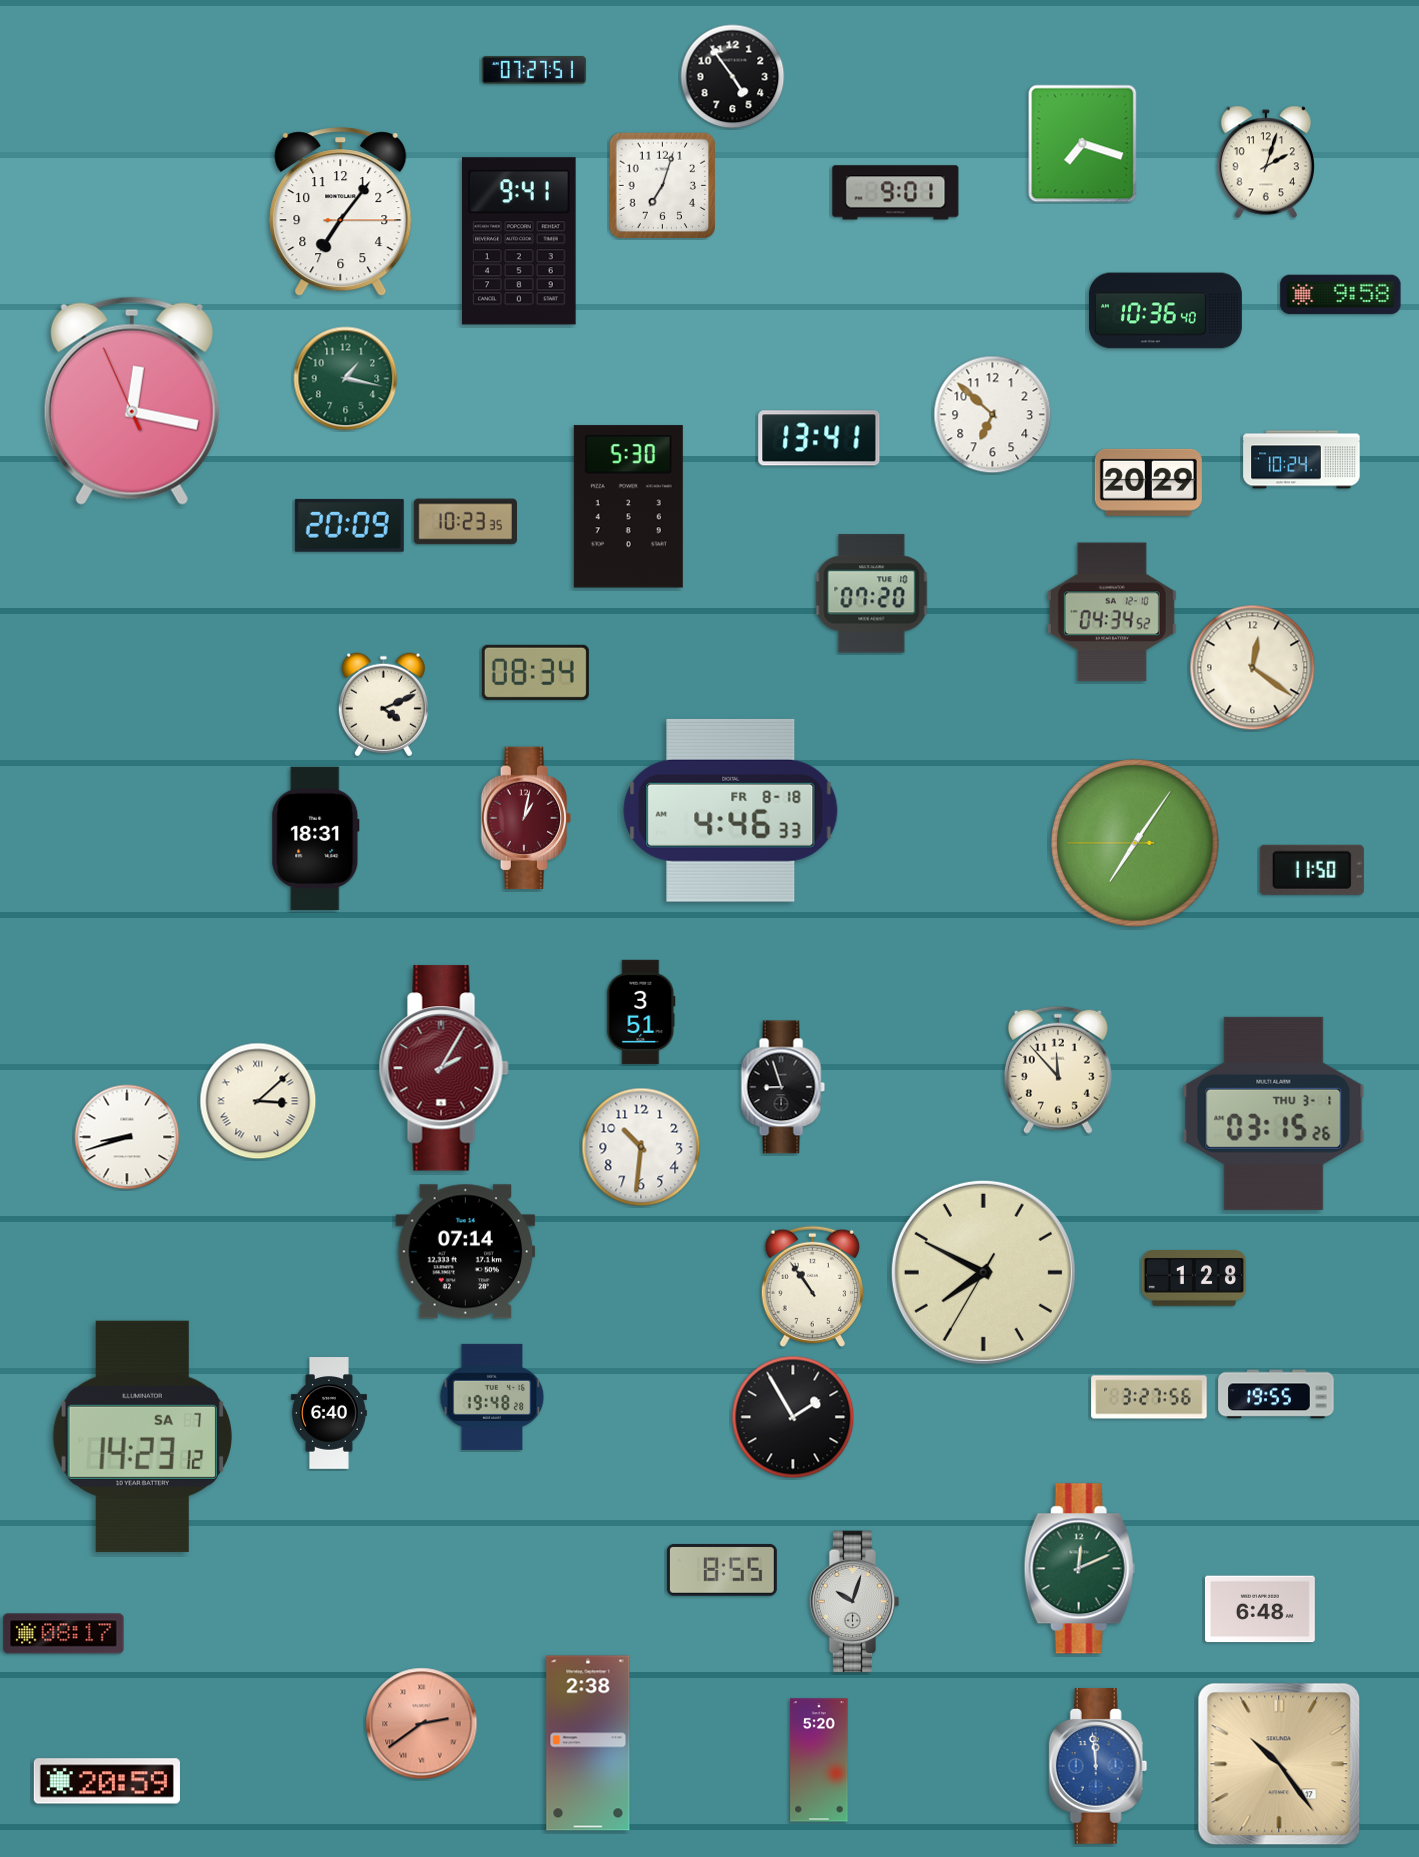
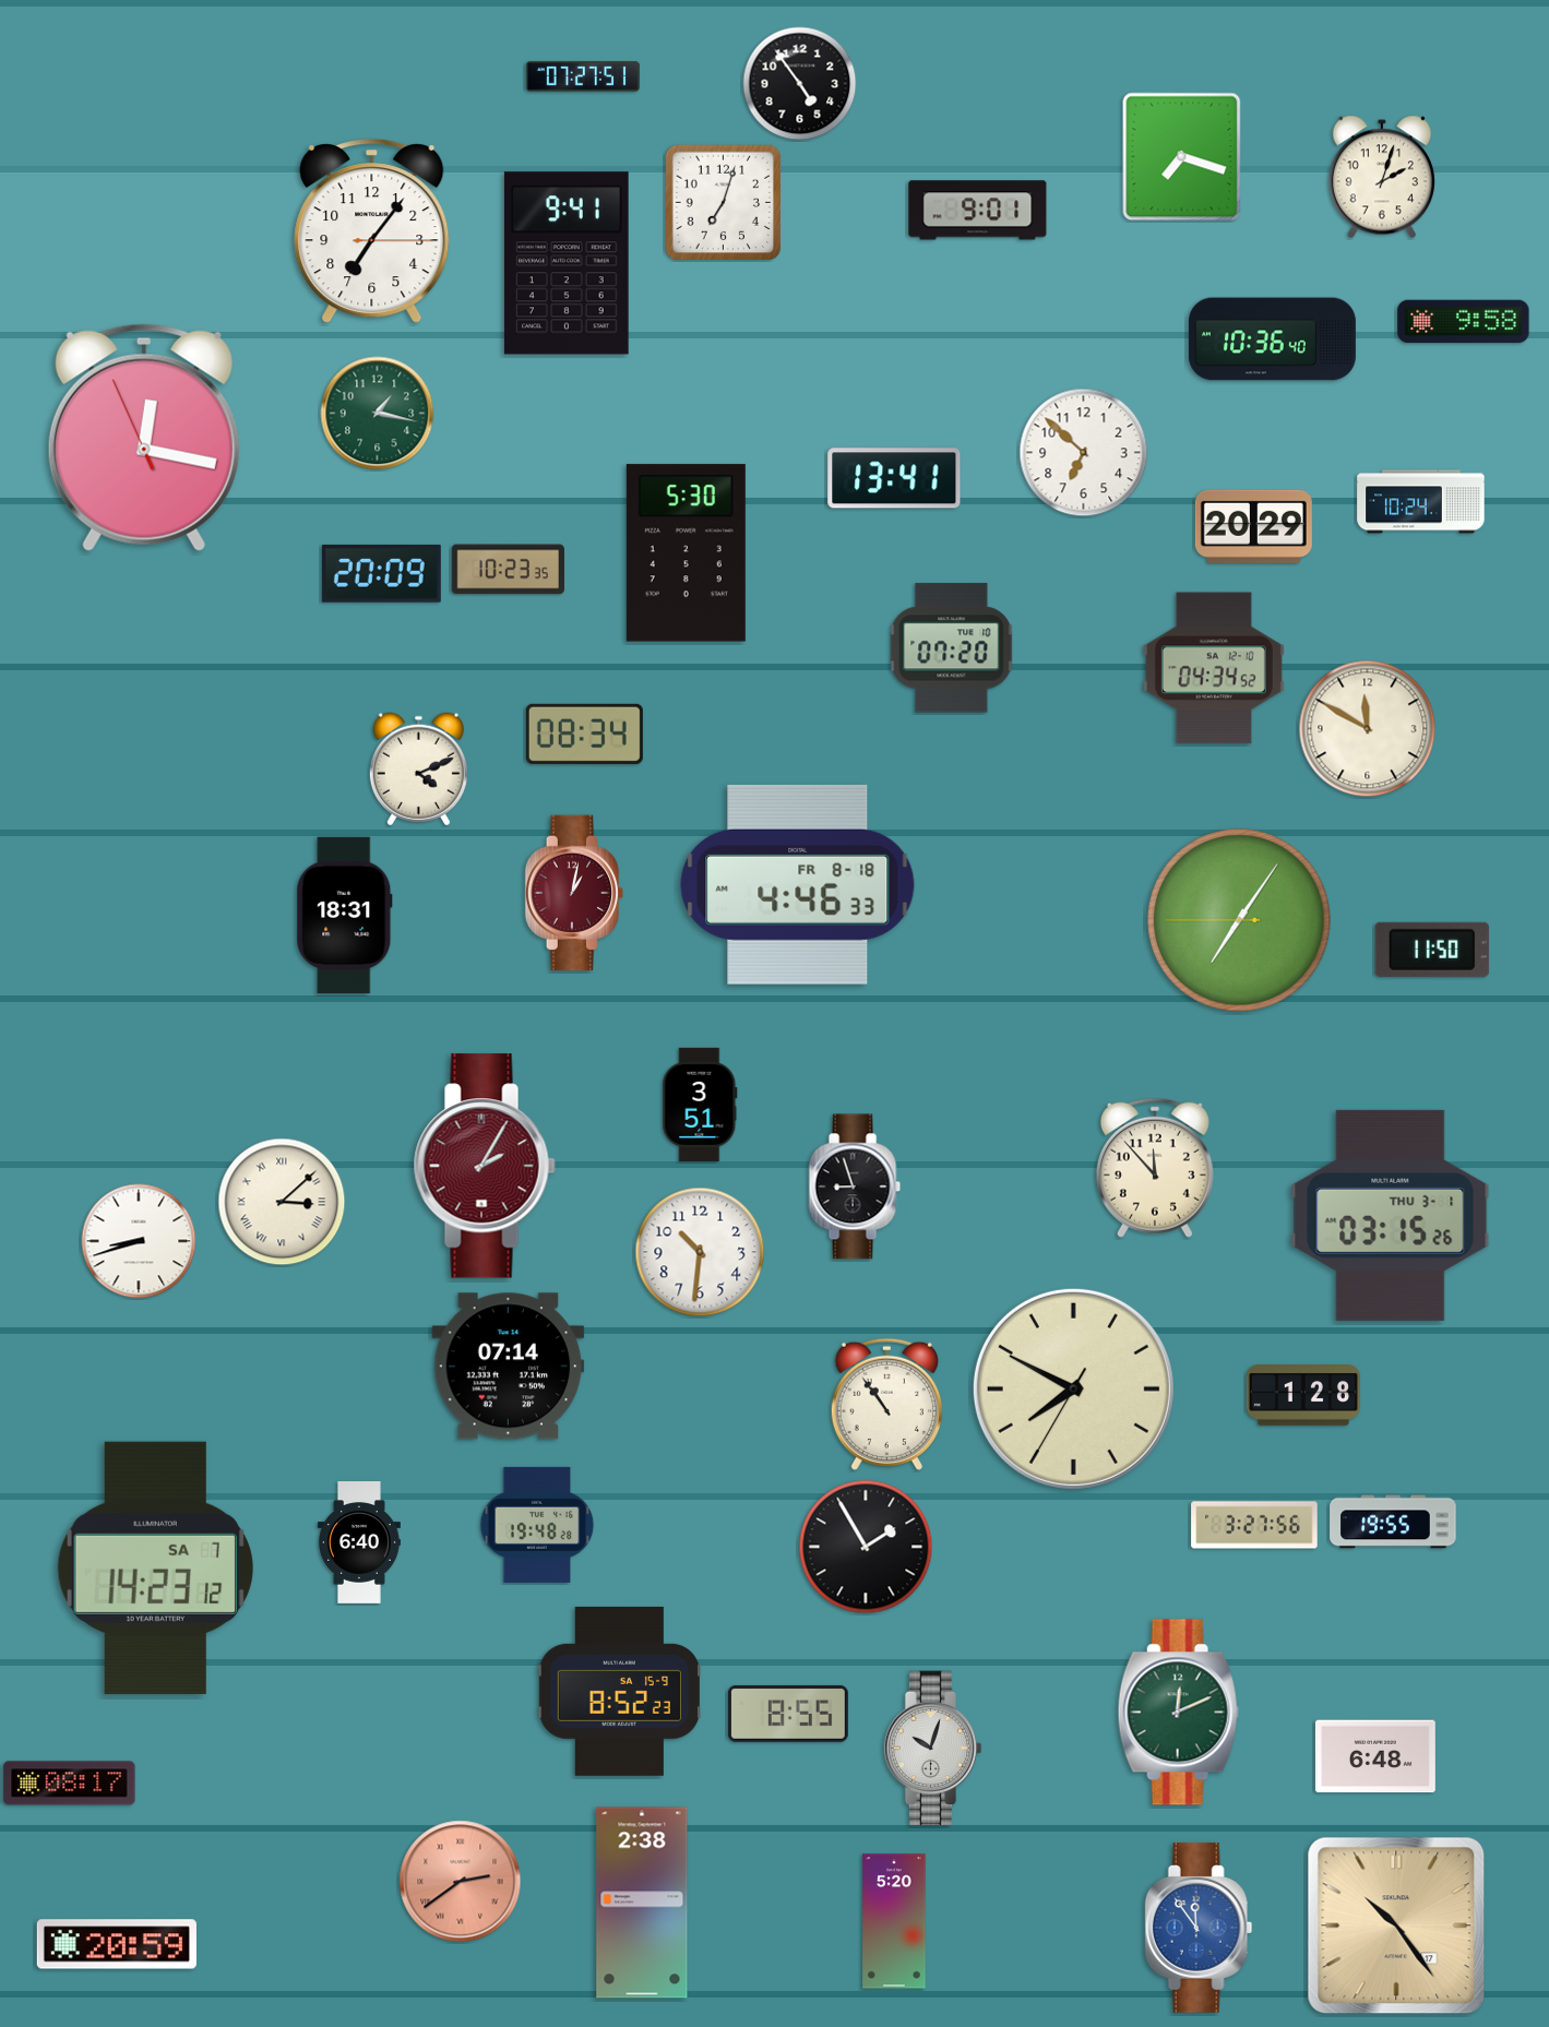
clock at (1253, 668): 12:21 -> 11:50
clock at (619, 1691): none -> 8:52
clock at (1098, 1767): 11:59 -> 11:54
